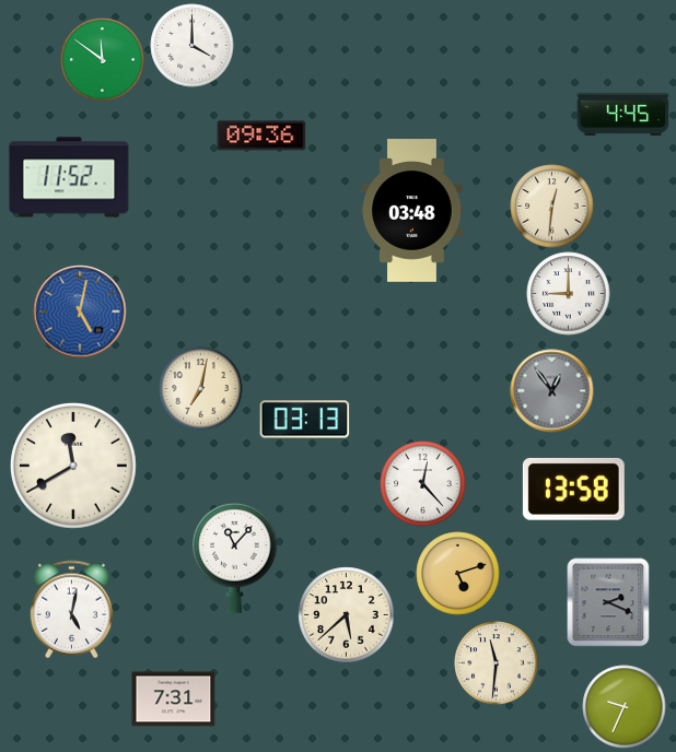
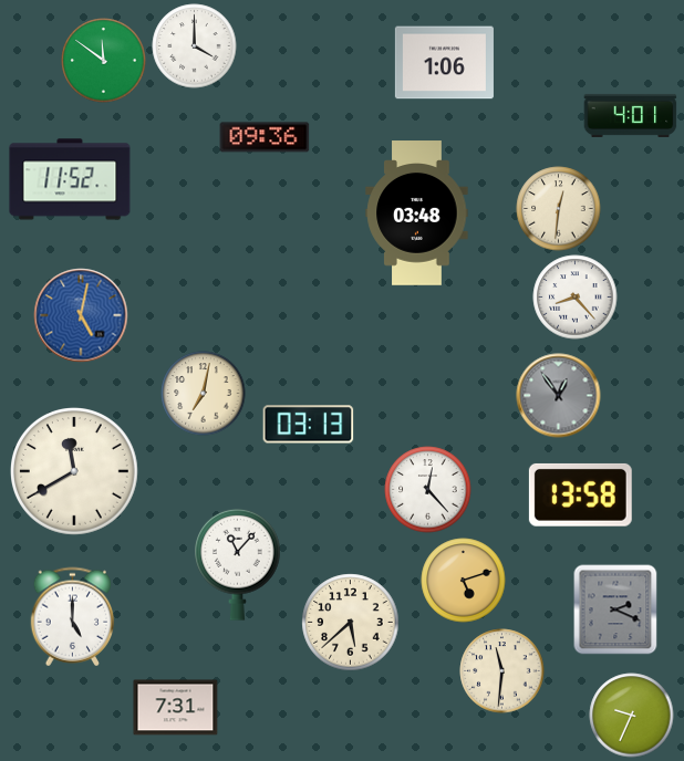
clock at (444, 63): none -> 1:06
clock at (623, 114): 4:45 -> 4:01
clock at (569, 294): 9:00 -> 8:23
clock at (72, 610): 5:02 -> 5:00
